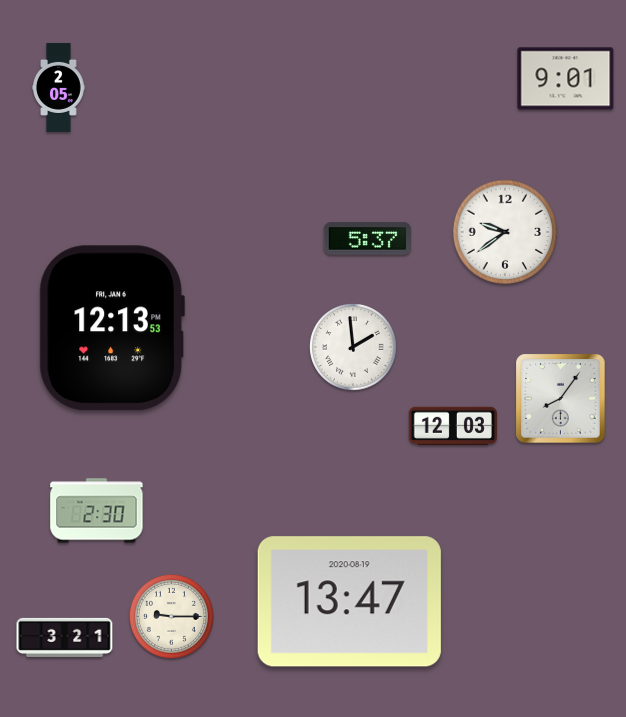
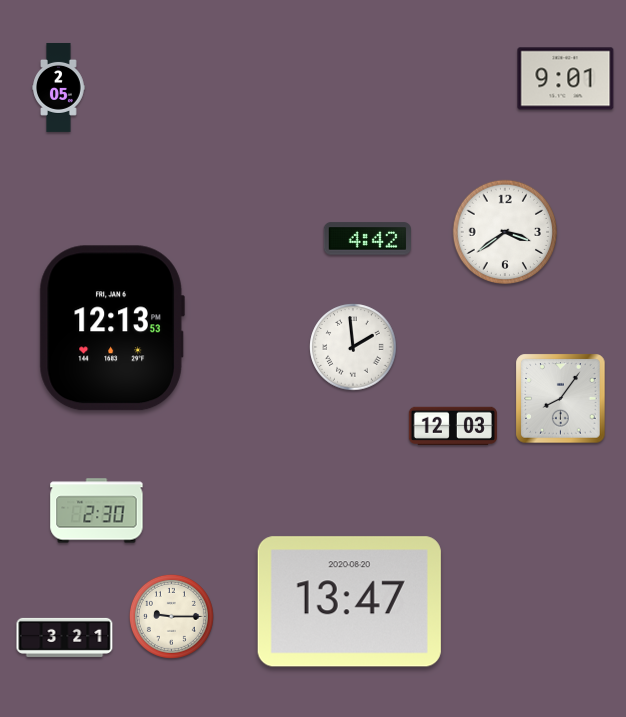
clock at (505, 232): 9:39 -> 3:39
clock at (367, 239): 5:37 -> 4:42
clock at (349, 602) date: 2020-08-19 -> 2020-08-20
